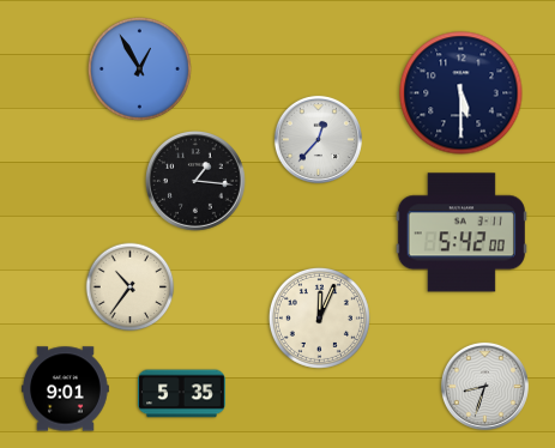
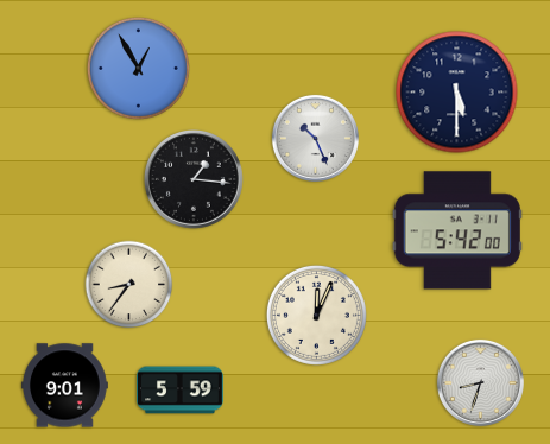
clock at (318, 139): 12:37 -> 10:26
clock at (131, 287): 10:36 -> 8:36
clock at (182, 394): 5:35 -> 5:59
